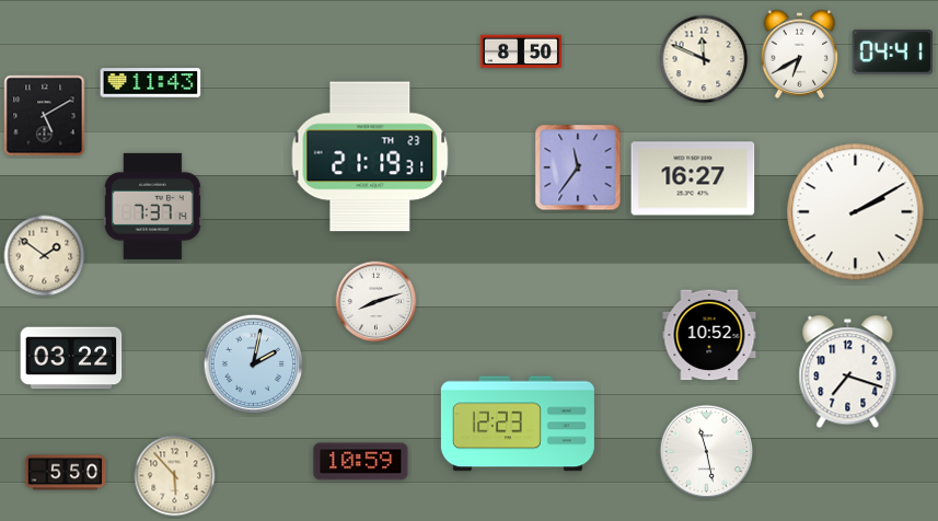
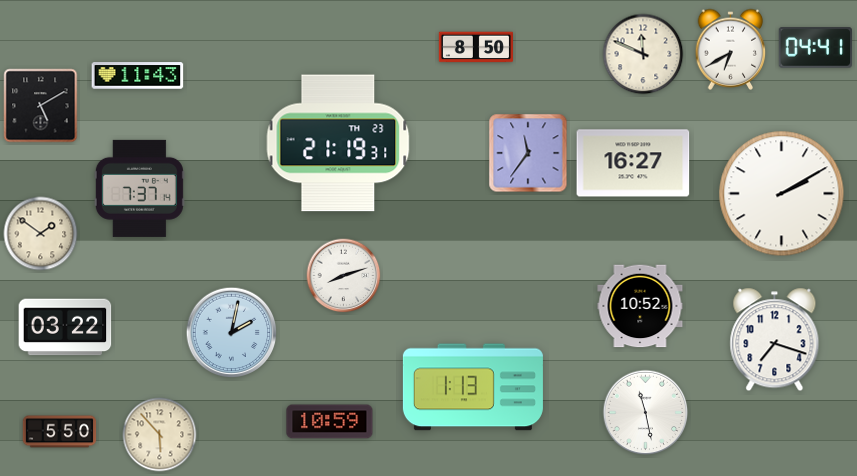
clock at (709, 335) position: (709, 335) -> (640, 306)
clock at (518, 424): 12:23 -> 1:13
